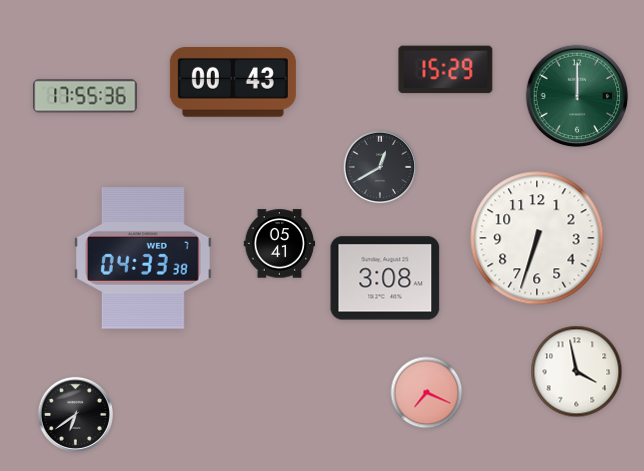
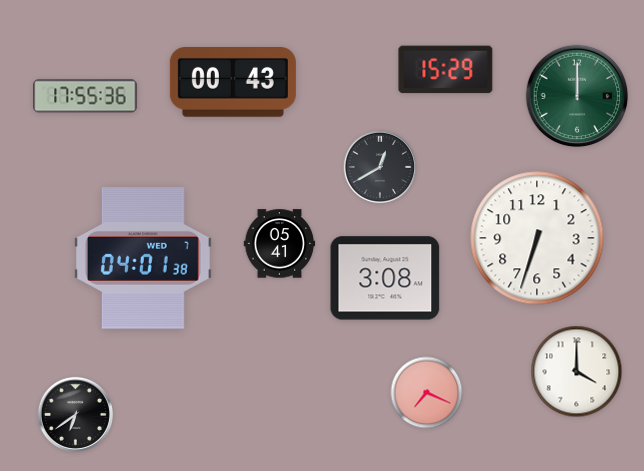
clock at (144, 258): 04:33 -> 04:01
clock at (577, 372): 3:58 -> 4:00
